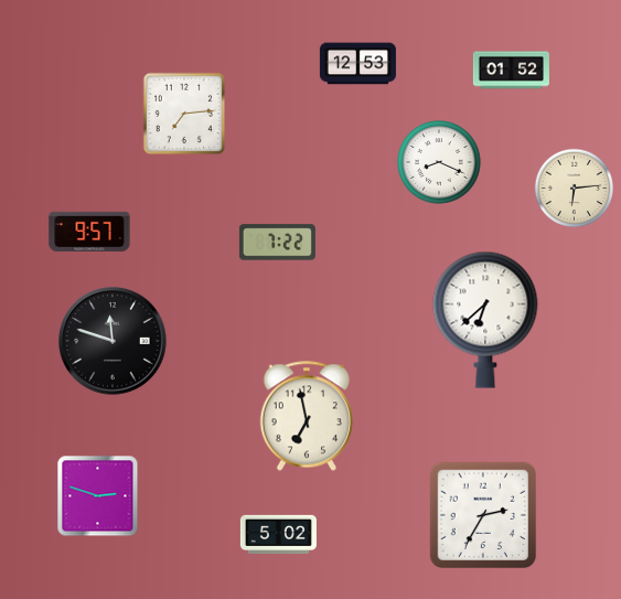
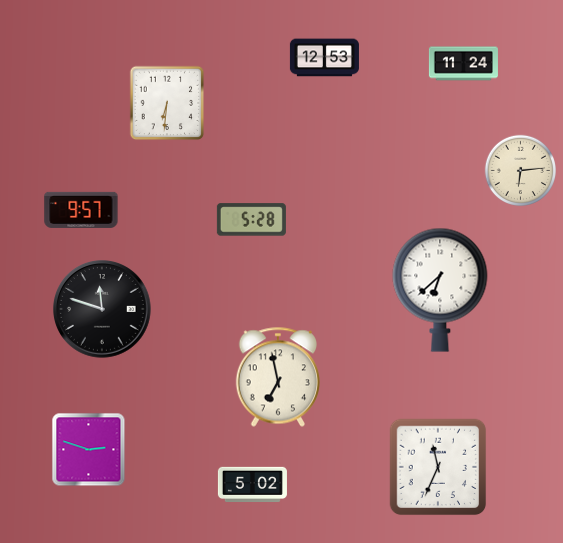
clock at (511, 71): 01:52 -> 11:24
clock at (184, 114): 7:14 -> 6:31
clock at (439, 162): 8:19 -> none
clock at (277, 243): 7:22 -> 5:28
clock at (483, 515): 2:35 -> 11:34
